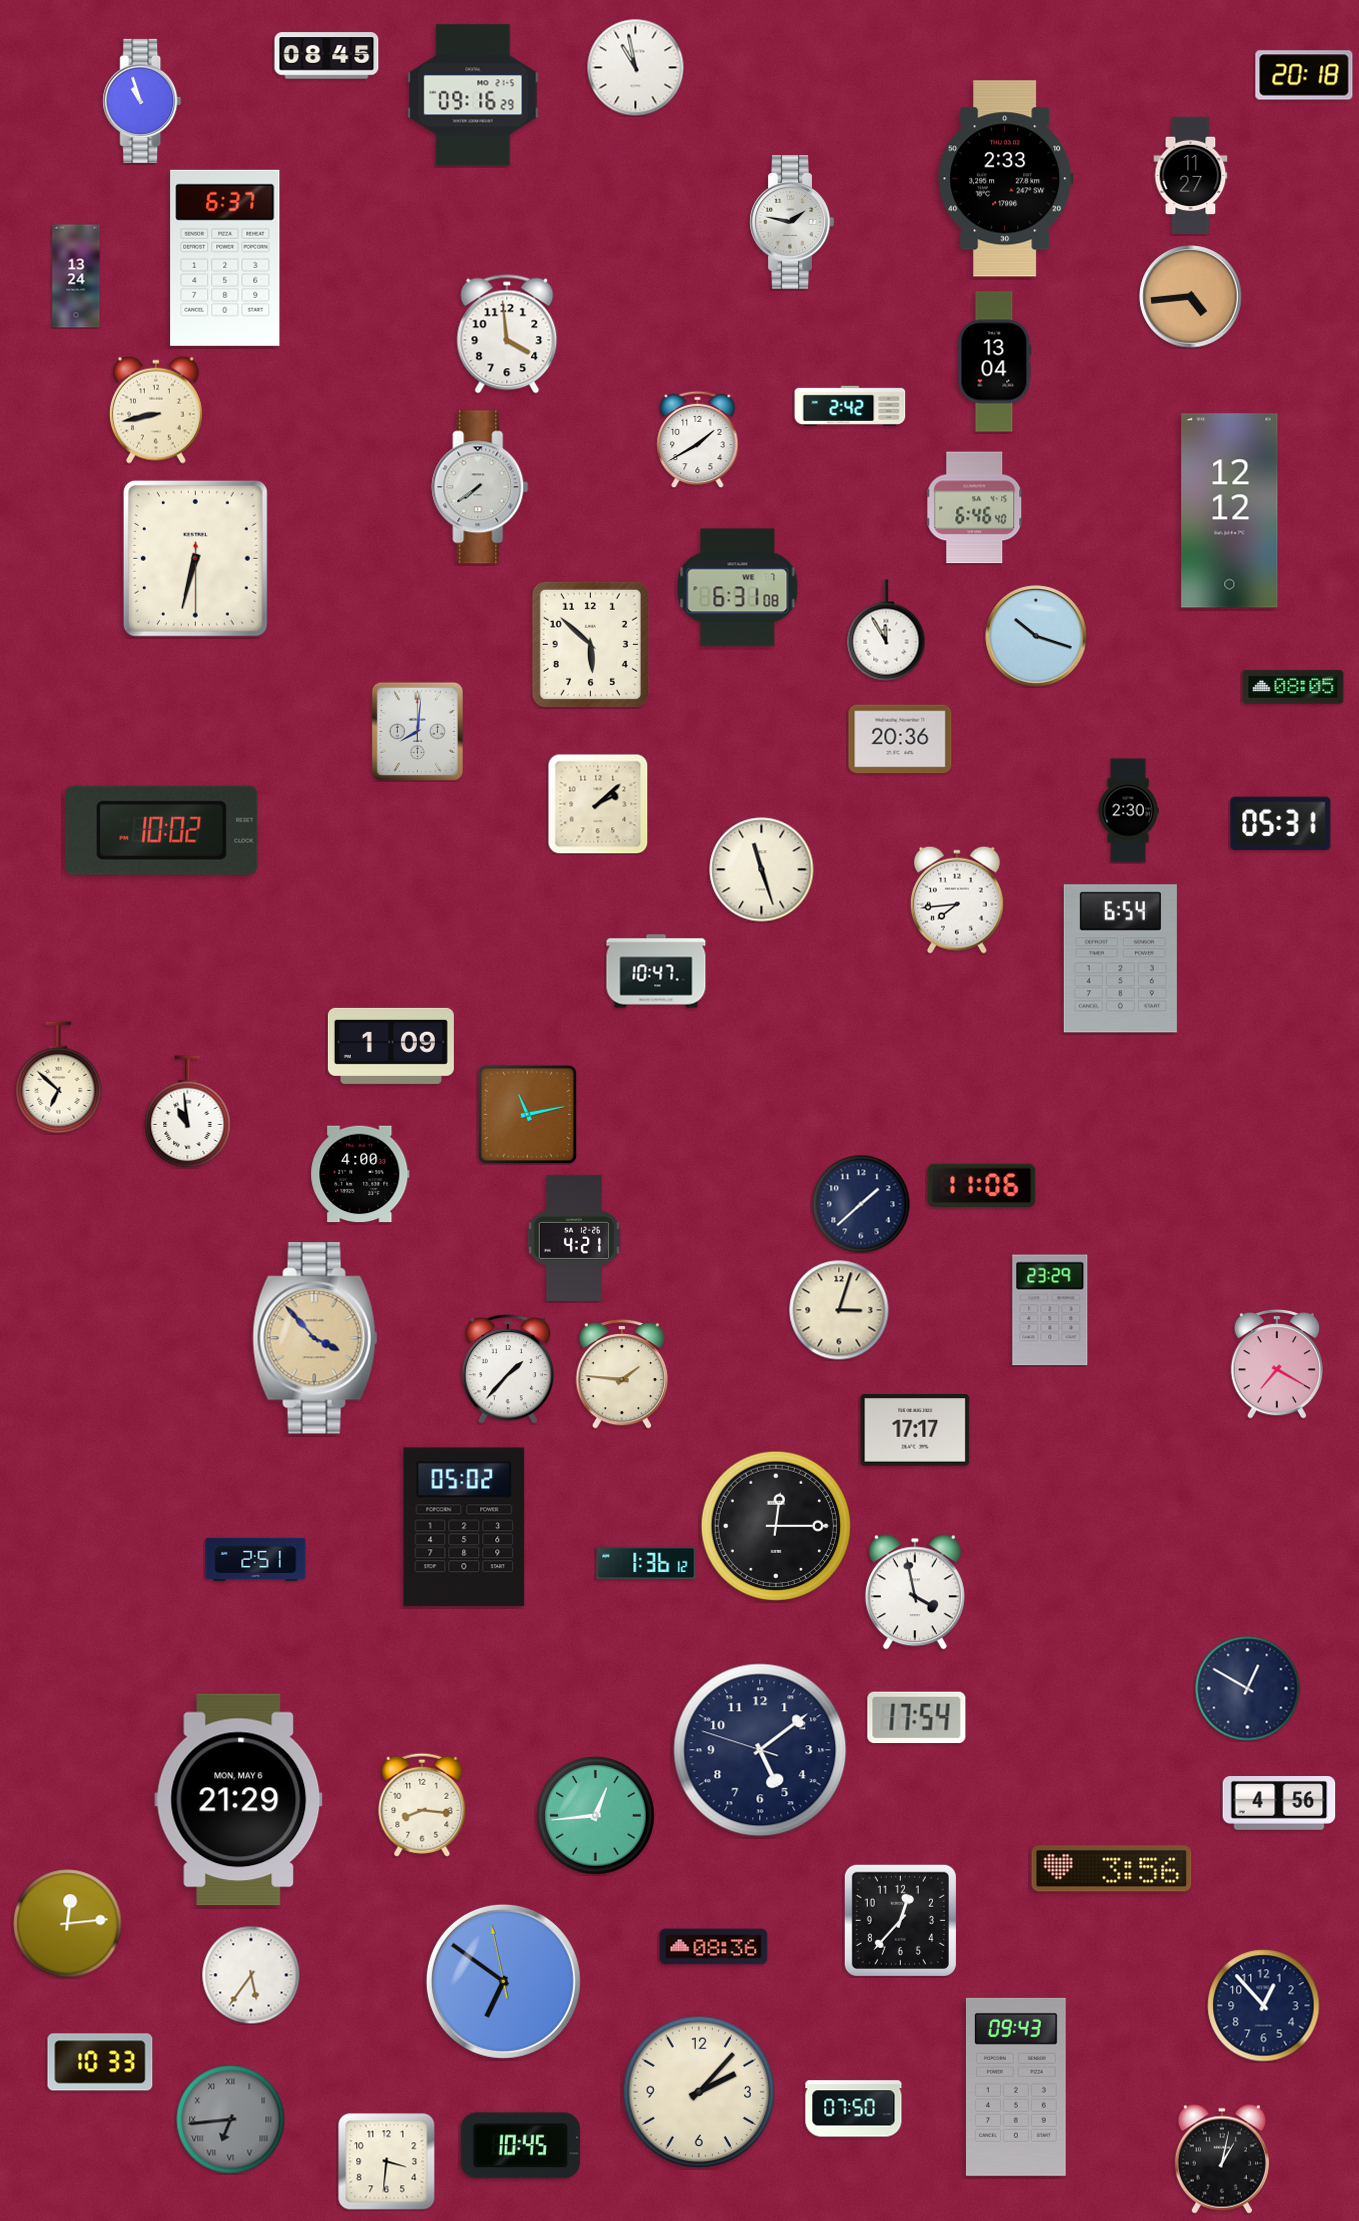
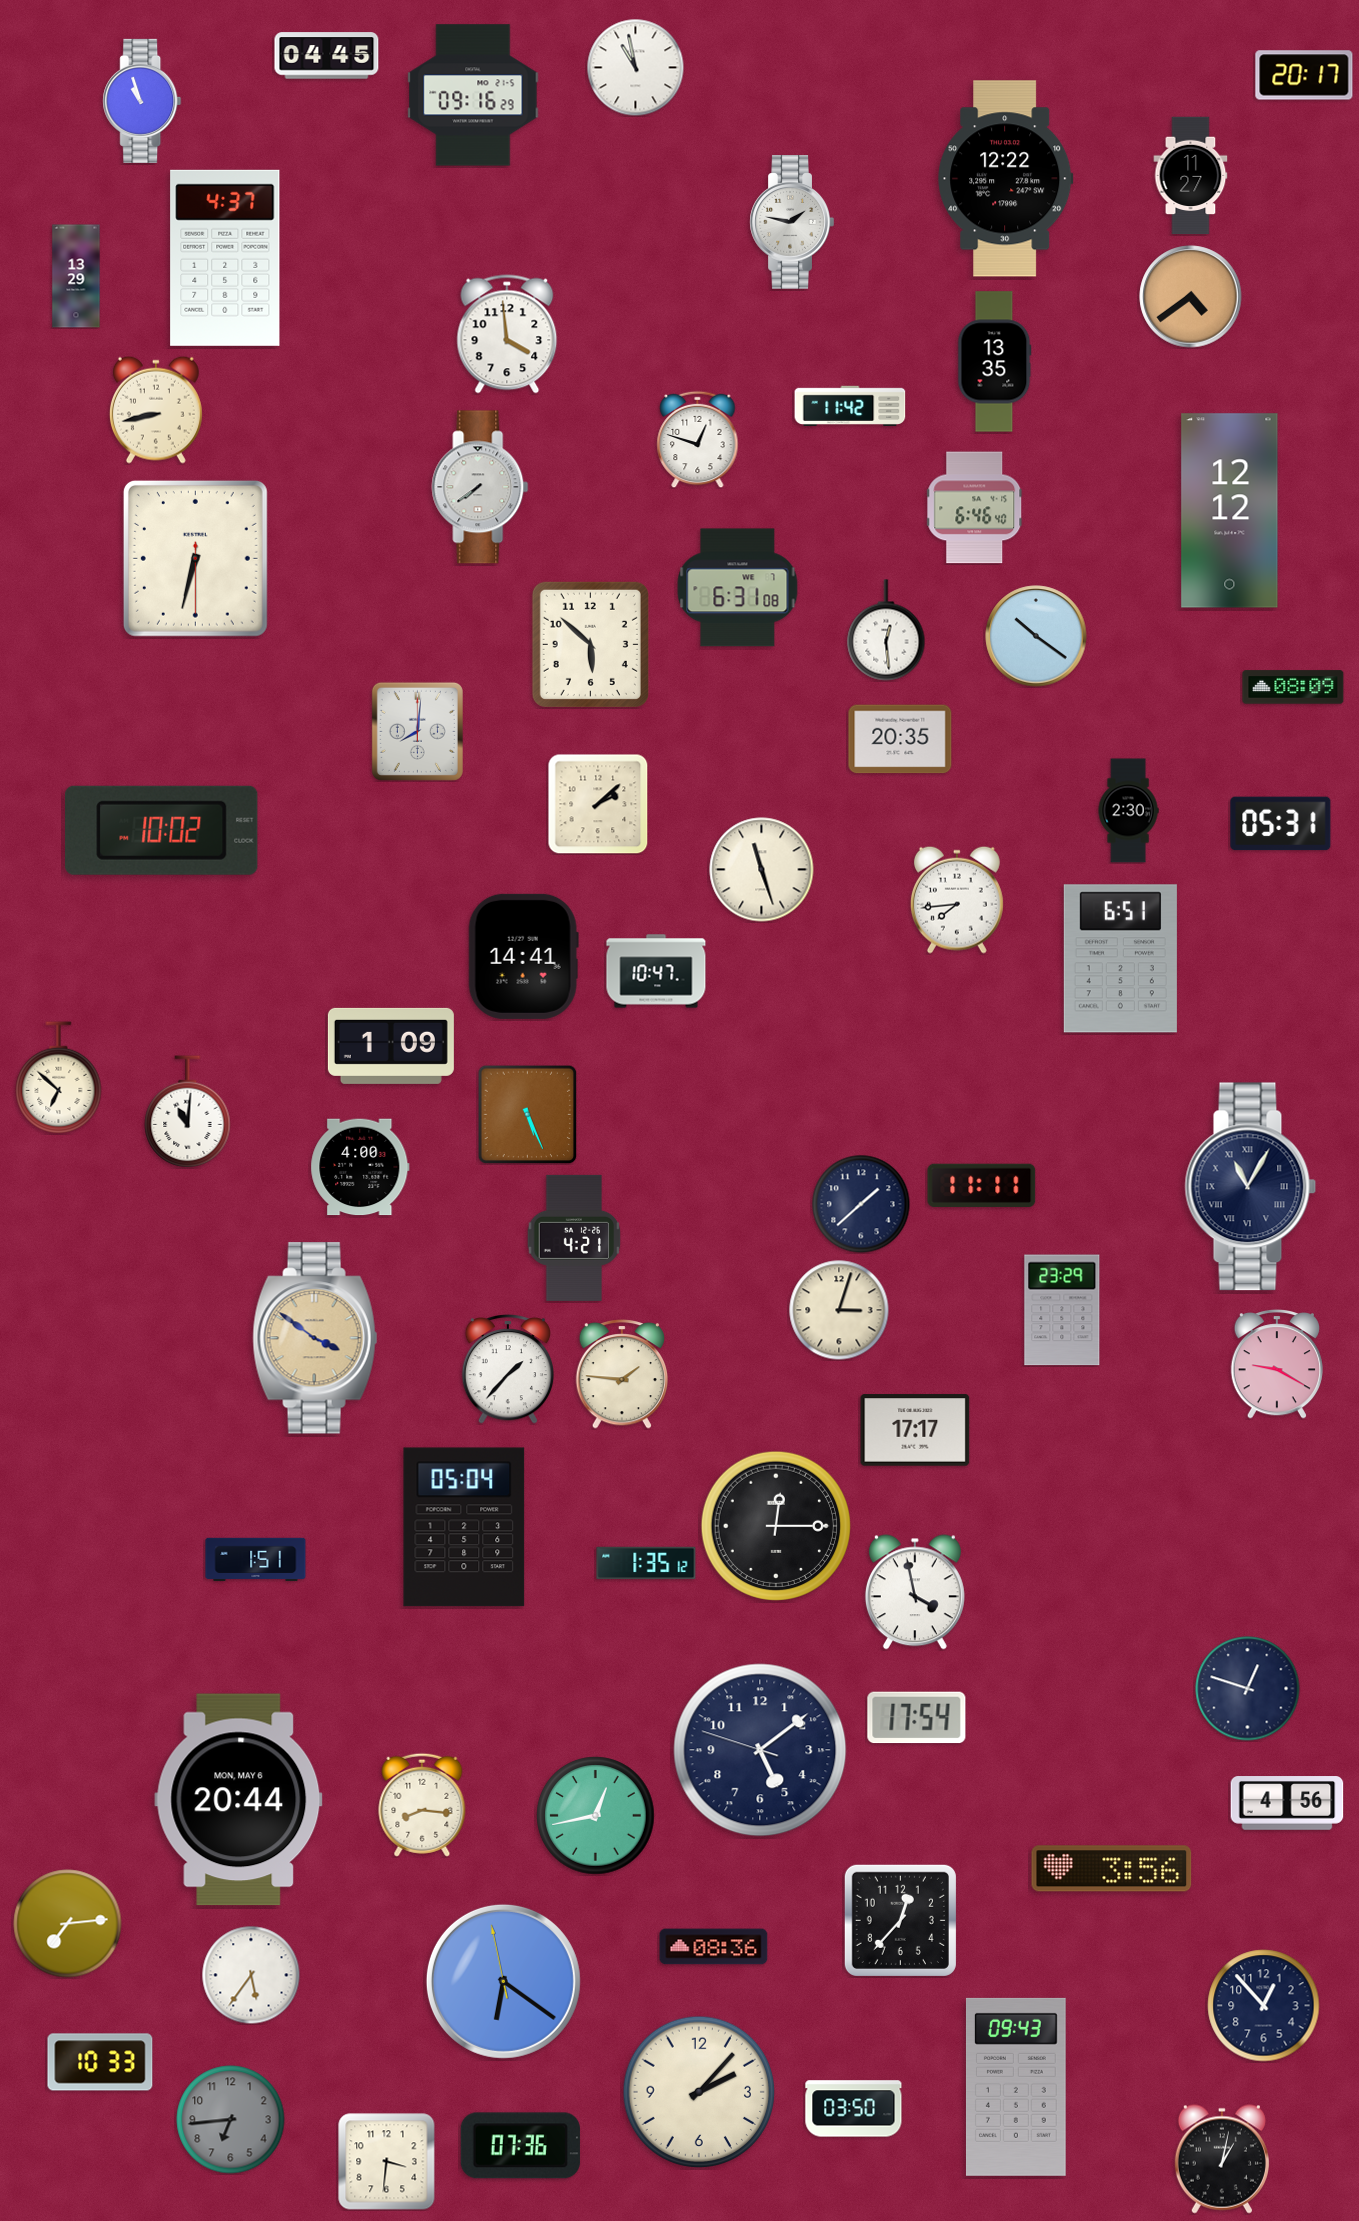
clock at (327, 56): 08:45 -> 04:45
clock at (1304, 75): 20:18 -> 20:17
clock at (1006, 179): 2:33 -> 12:22
clock at (225, 258): 6:37 -> 4:37
clock at (76, 276): 13:24 -> 13:29
clock at (1191, 297): 4:44 -> 4:39
clock at (995, 362): 13:04 -> 13:35
clock at (850, 405): 2:42 -> 11:42
clock at (698, 439): 1:40 -> 12:48
clock at (886, 630): 11:55 -> 12:29
clock at (1036, 636): 10:18 -> 10:21
clock at (1293, 687): 08:05 -> 08:09
clock at (900, 739): 20:36 -> 20:35
clock at (523, 956): none -> 14:41
clock at (1120, 959): 6:54 -> 6:51
clock at (188, 1112): 10:59 -> 11:01
clock at (527, 1114): 11:13 -> 5:26
clock at (360, 1174) position: (360, 1174) -> (360, 1167)
clock at (982, 1185): 11:06 -> 11:11
clock at (1251, 1187): none -> 11:05
clock at (1050, 1310) position: (1050, 1310) -> (1062, 1310)
clock at (315, 1338): 3:53 -> 3:51
clock at (1276, 1365): 7:20 -> 9:20
clock at (464, 1527): 05:02 -> 05:04
clock at (256, 1560): 2:51 -> 1:51
clock at (646, 1563): 1:36 -> 1:35
clock at (1248, 1689): 12:50 -> 12:48
clock at (239, 1800): 21:29 -> 20:44
clock at (1279, 1803) position: (1279, 1803) -> (1287, 1803)
clock at (596, 1816): 12:44 -> 12:43
clock at (68, 1924): 12:14 -> 7:14
clock at (503, 1981): 6:50 -> 6:20
clock at (854, 2109): 07:50 -> 03:50
clock at (231, 2120) numerals: Roman -> Arabic
clock at (520, 2146): 10:45 -> 07:36
